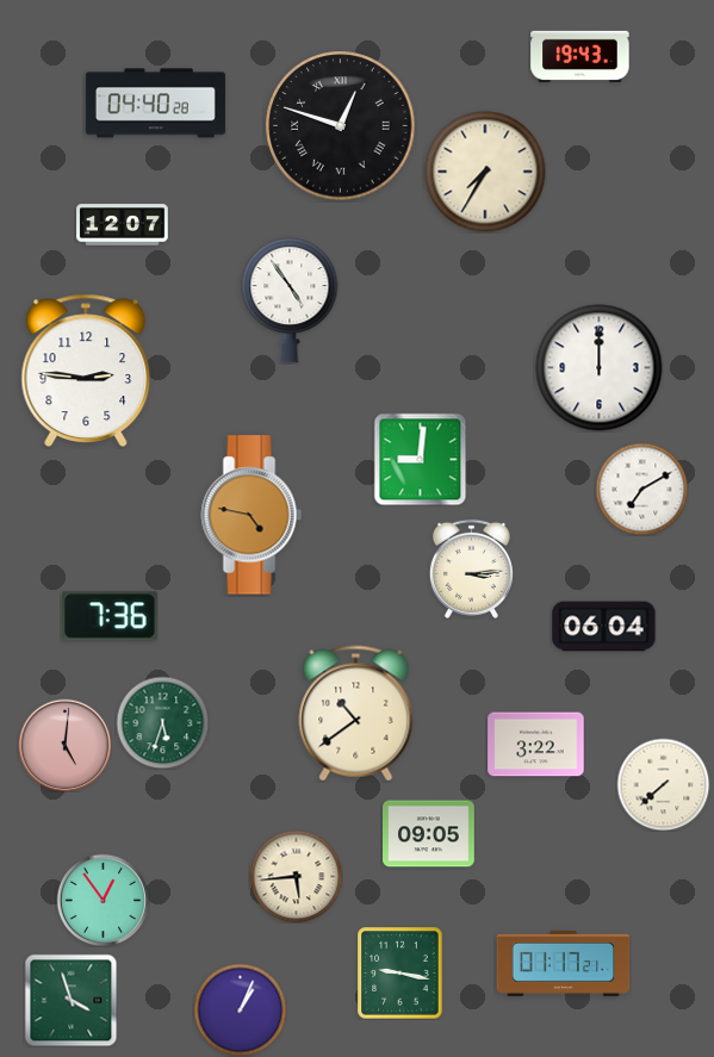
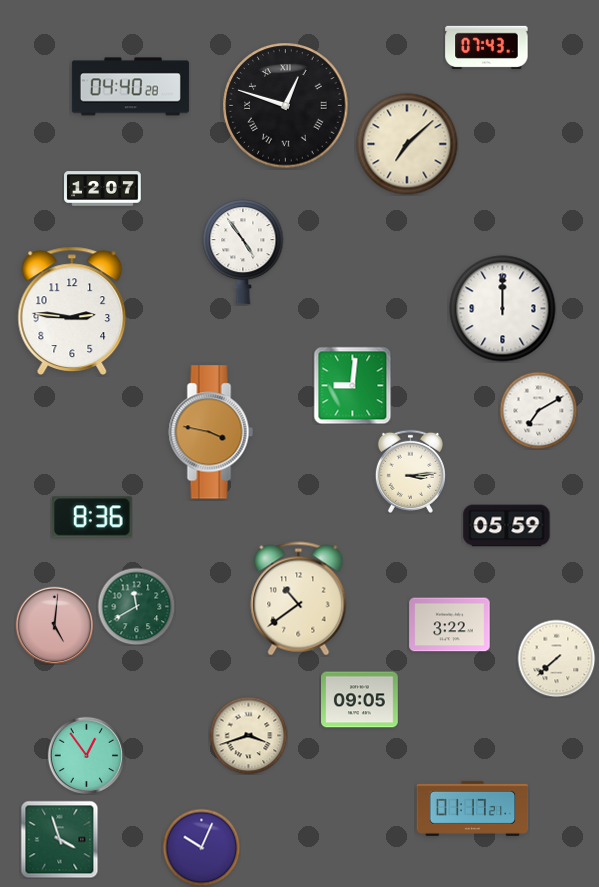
clock at (580, 56): 19:43 -> 07:43
clock at (485, 172): 7:35 -> 7:08
clock at (252, 515): 4:47 -> 3:47
clock at (471, 568) position: (471, 568) -> (410, 471)
clock at (110, 616): 7:36 -> 8:36
clock at (604, 627): 06:04 -> 05:59
clock at (162, 722): 5:33 -> 11:40
clock at (296, 876): 5:44 -> 3:42
clock at (401, 972): 9:17 -> none
clock at (240, 1009): 1:04 -> 10:04
